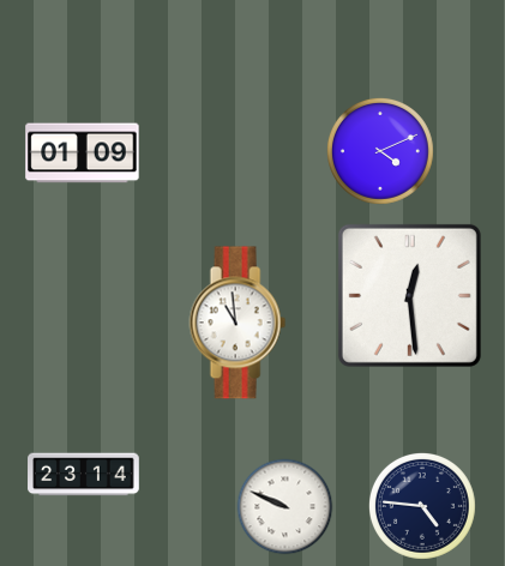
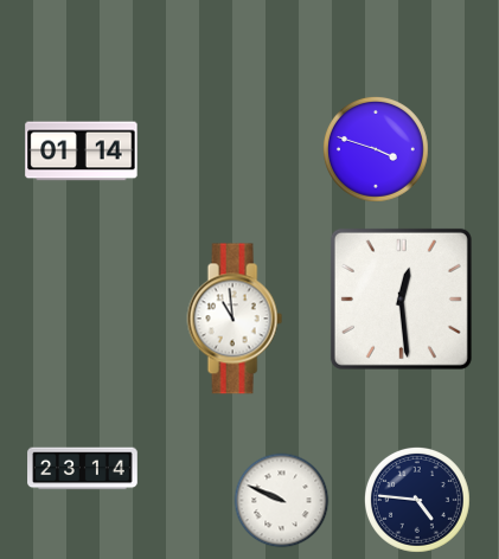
clock at (380, 151): 4:11 -> 3:48
clock at (83, 153): 01:09 -> 01:14
clock at (409, 295) position: (409, 295) -> (401, 298)
